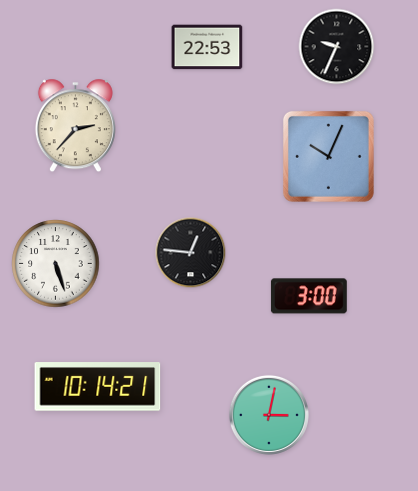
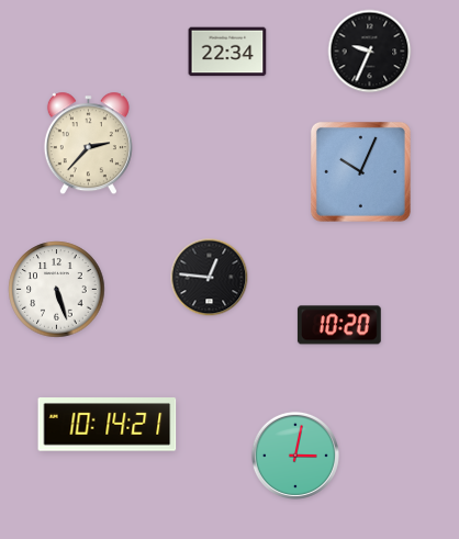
clock at (207, 47): 22:53 -> 22:34
clock at (75, 126) position: (75, 126) -> (88, 144)
clock at (56, 264) position: (56, 264) -> (57, 290)
clock at (309, 296): 3:00 -> 10:20
